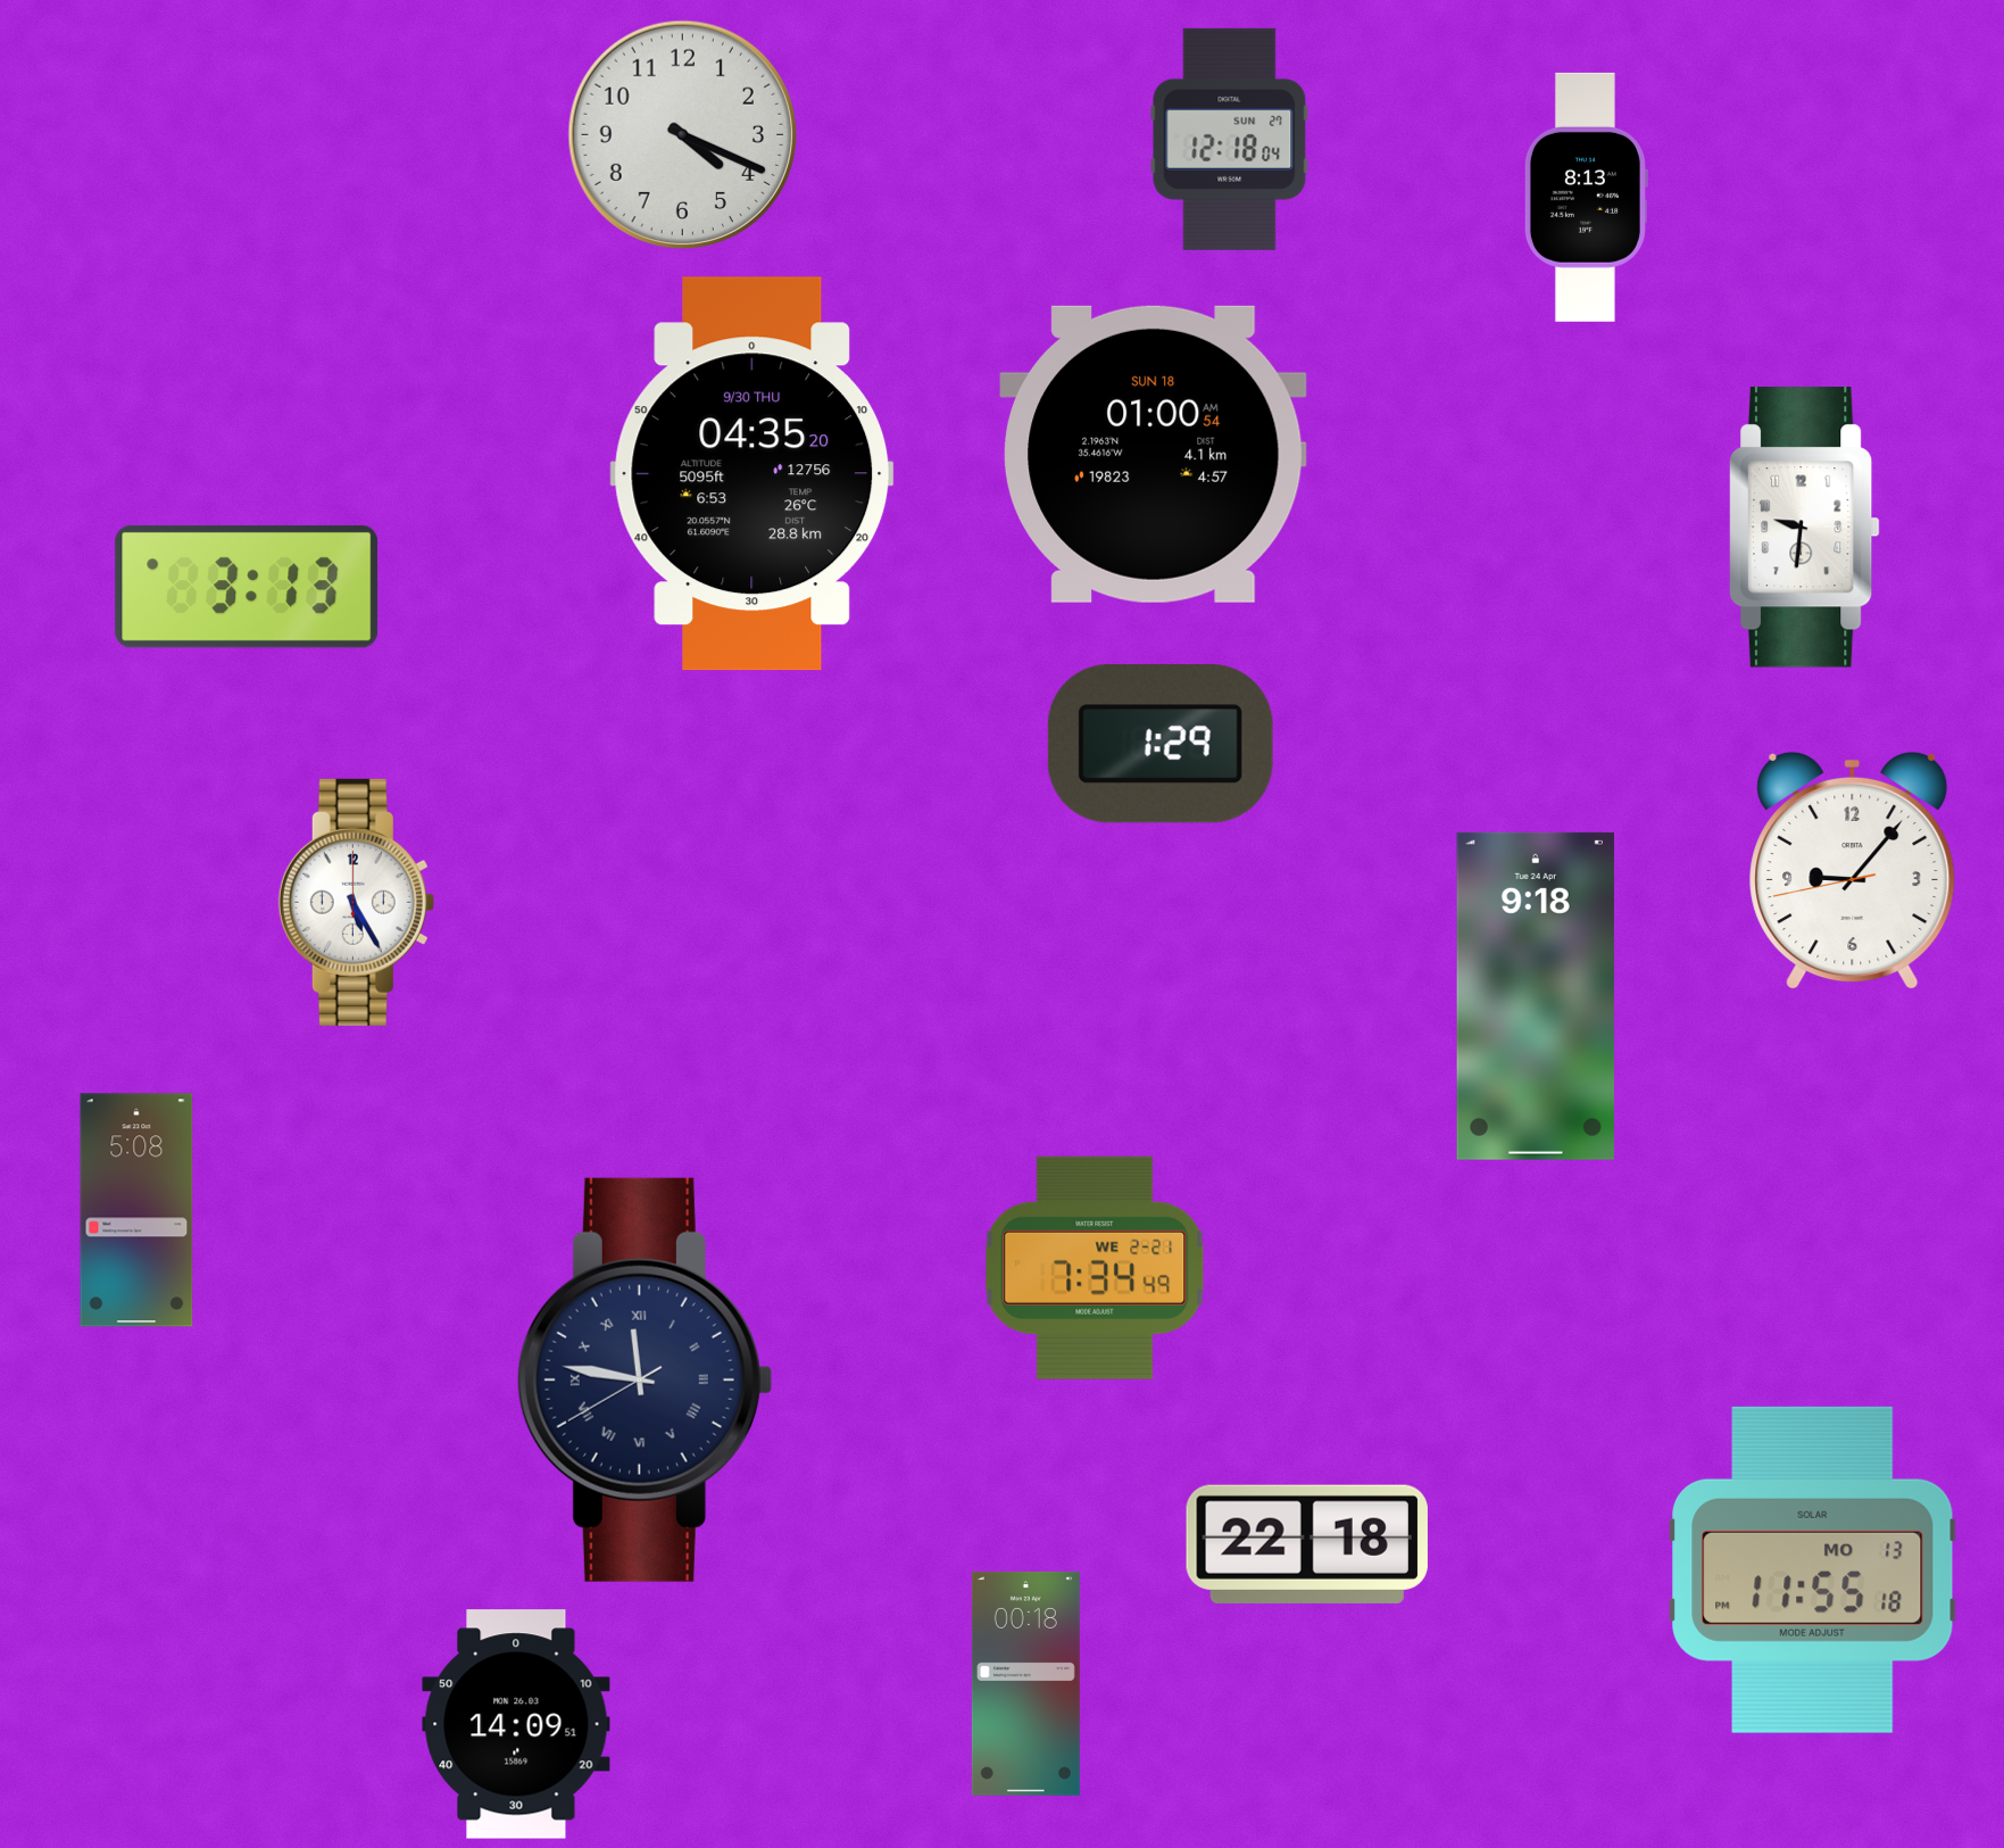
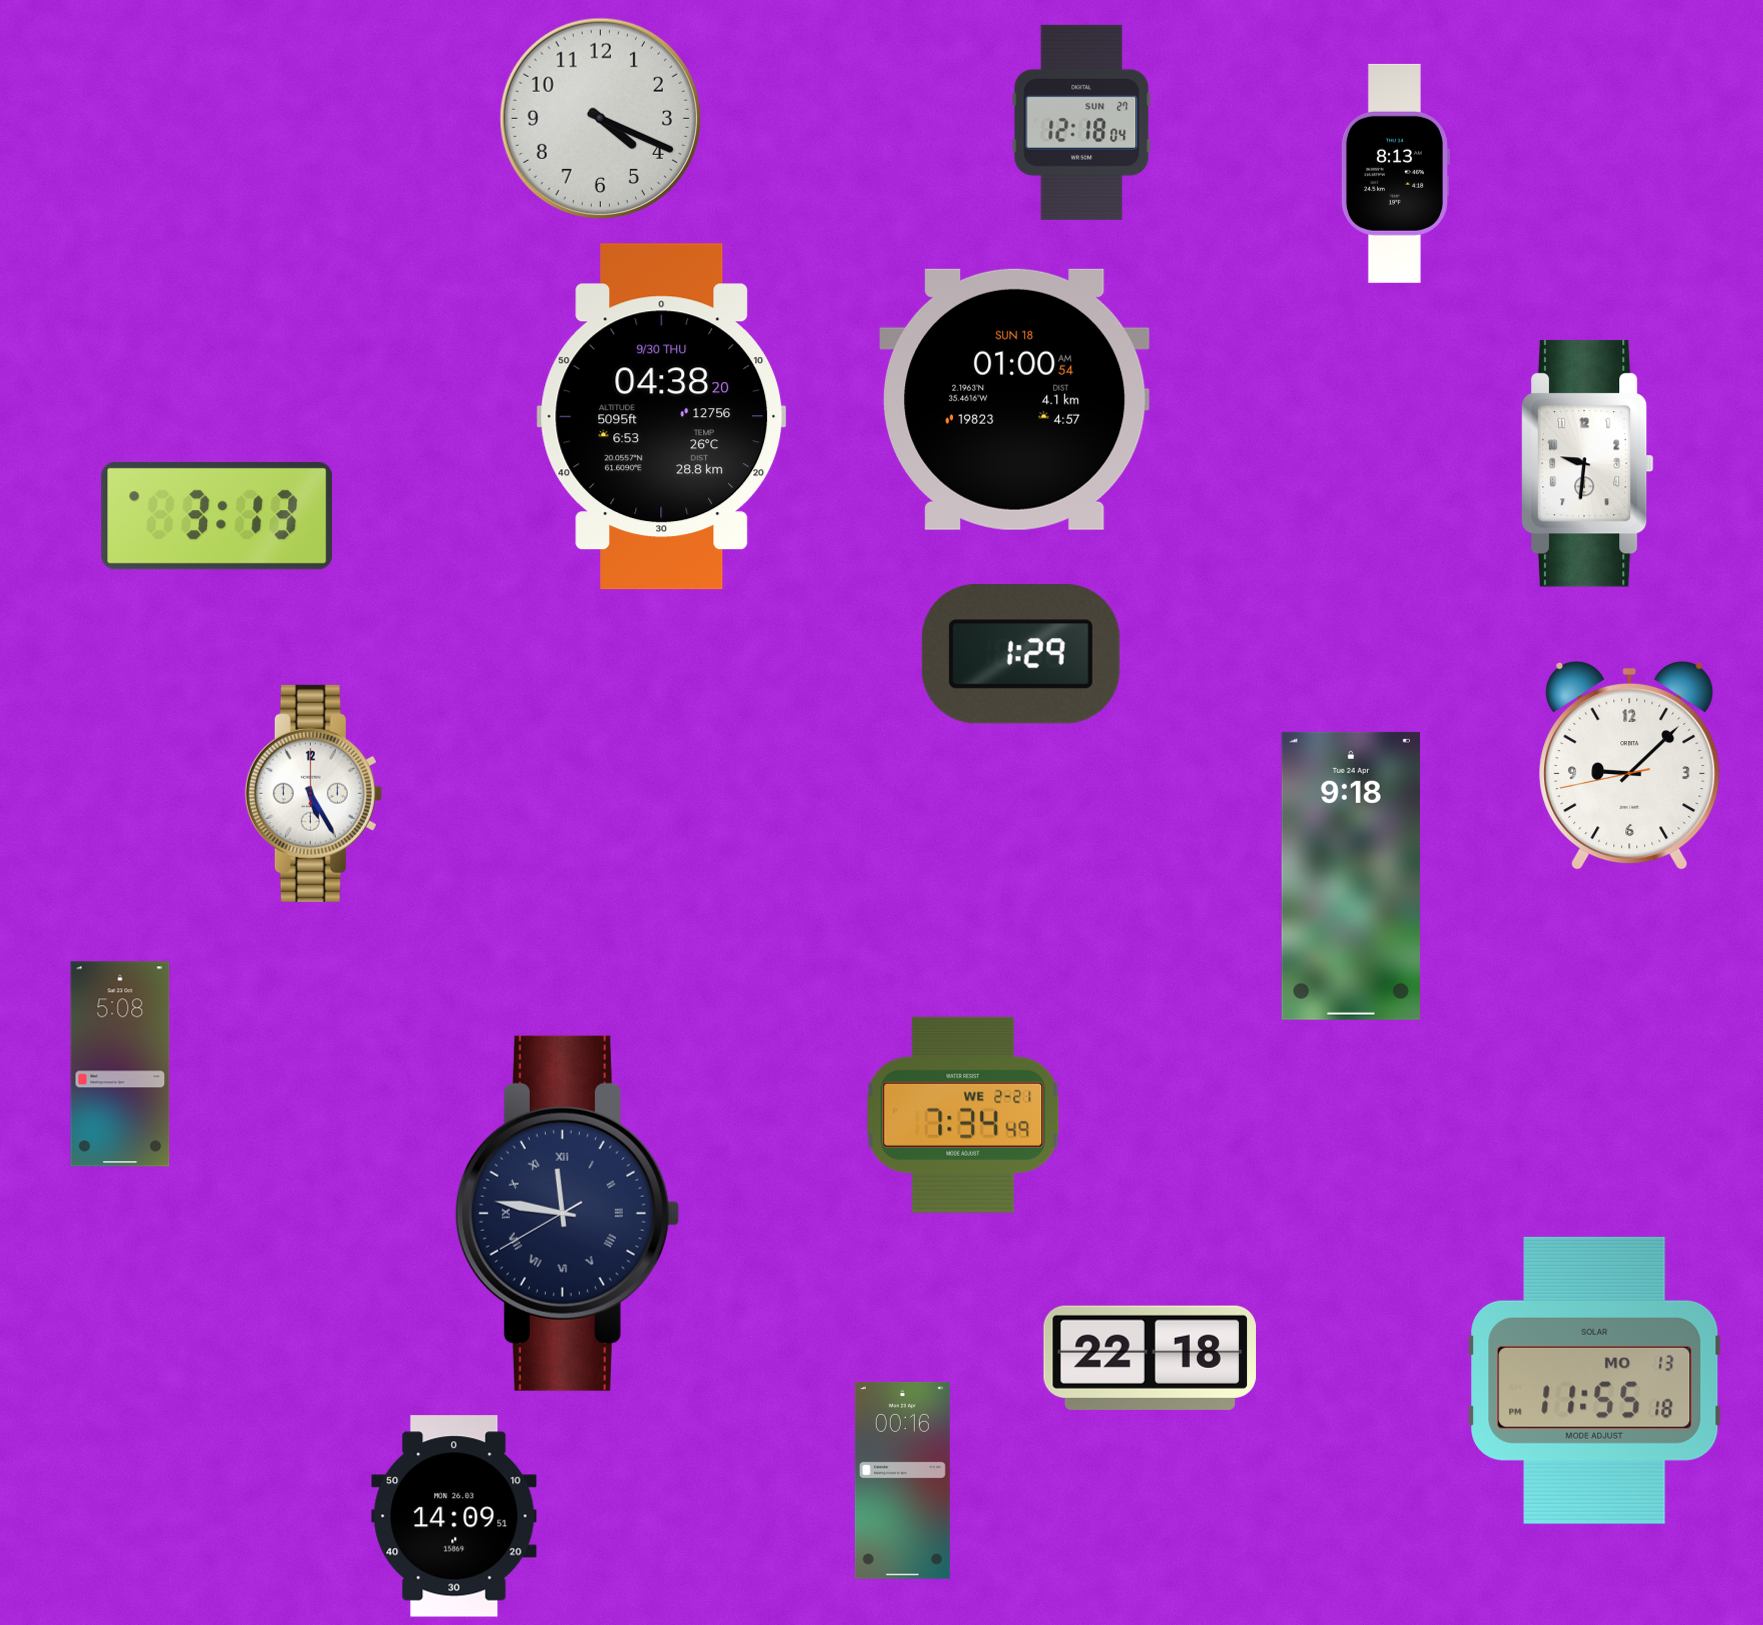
clock at (752, 474): 04:35 -> 04:38
clock at (1853, 871): 9:06 -> 9:07
clock at (1025, 1683): 00:18 -> 00:16
